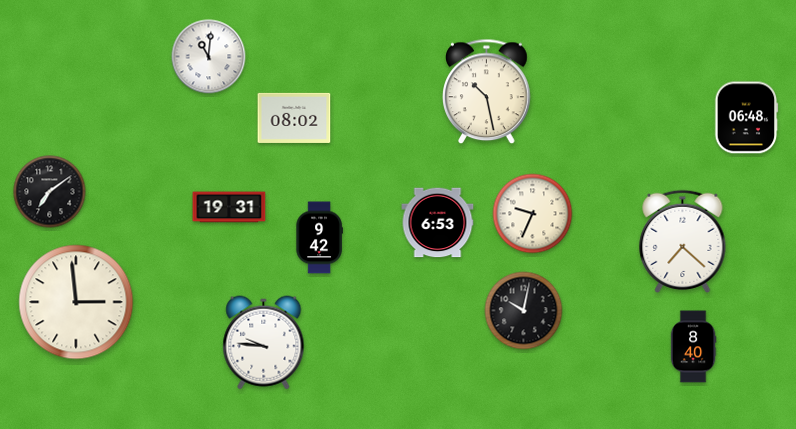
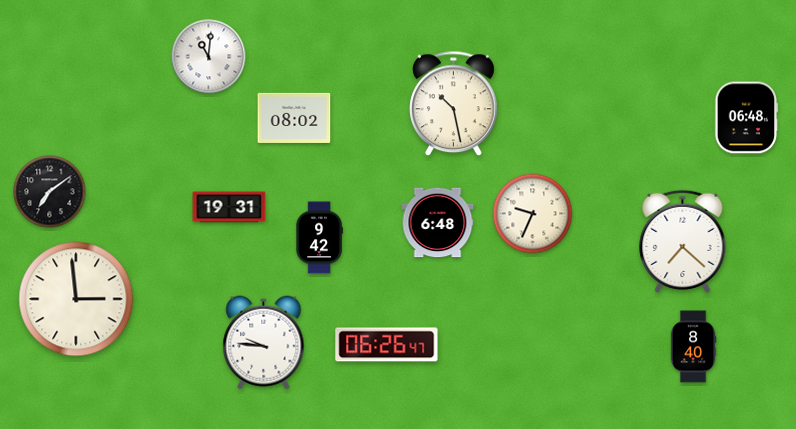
clock at (487, 92) position: (487, 92) -> (454, 104)
clock at (438, 223): 6:53 -> 6:48
clock at (76, 302) position: (76, 302) -> (76, 299)
clock at (524, 311): 10:02 -> none
clock at (387, 345): none -> 06:26
